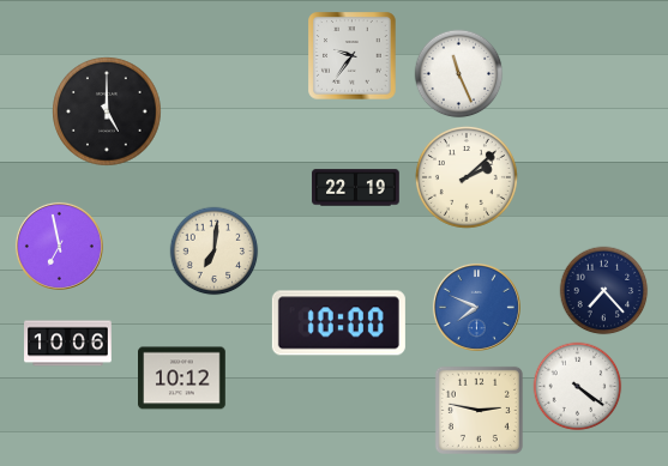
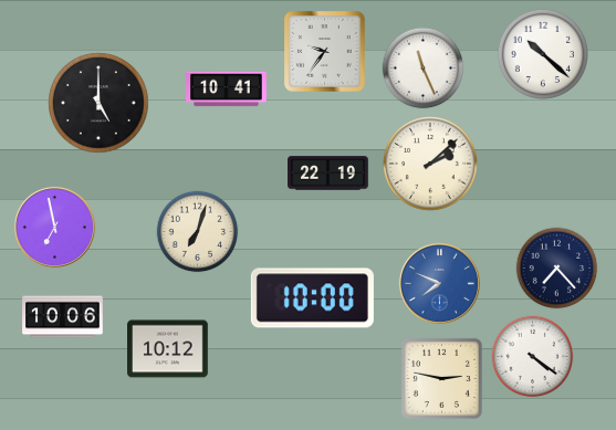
clock at (543, 54): none -> 10:22
clock at (227, 90): none -> 10:41
clock at (215, 252): 7:01 -> 7:03
